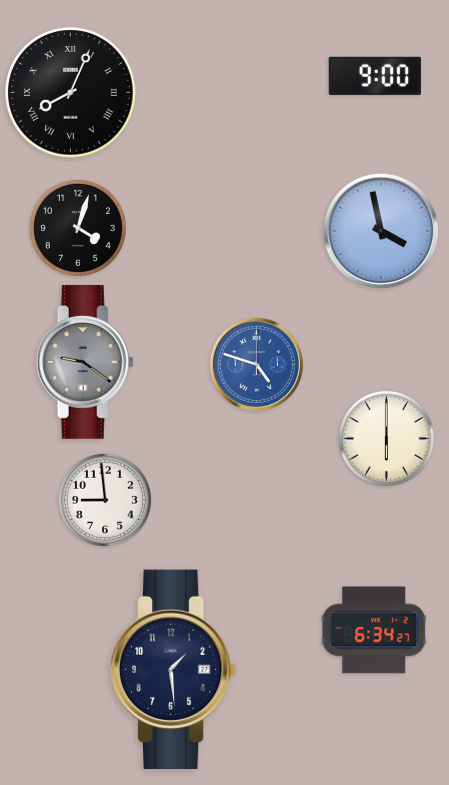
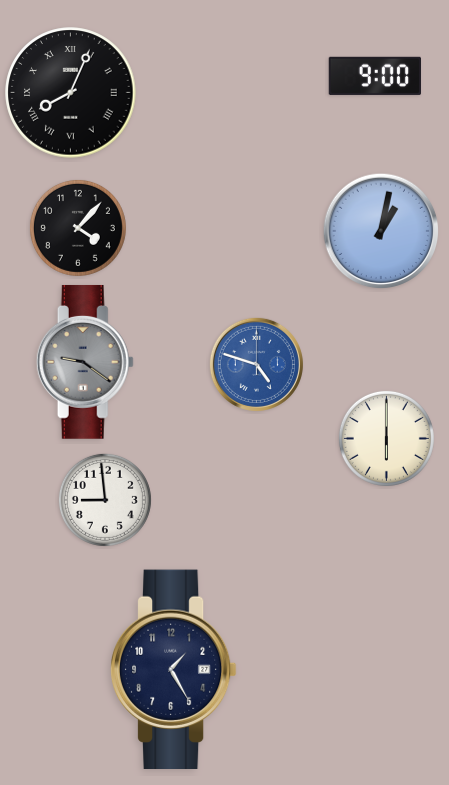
clock at (78, 228): 4:03 -> 4:07
clock at (381, 231): 3:58 -> 1:02
clock at (374, 630): 6:34 -> none
clock at (173, 669): 1:29 -> 1:25
